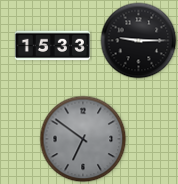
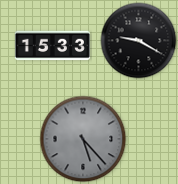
clock at (139, 41): 9:15 -> 9:20
clock at (83, 139): 6:51 -> 5:23
